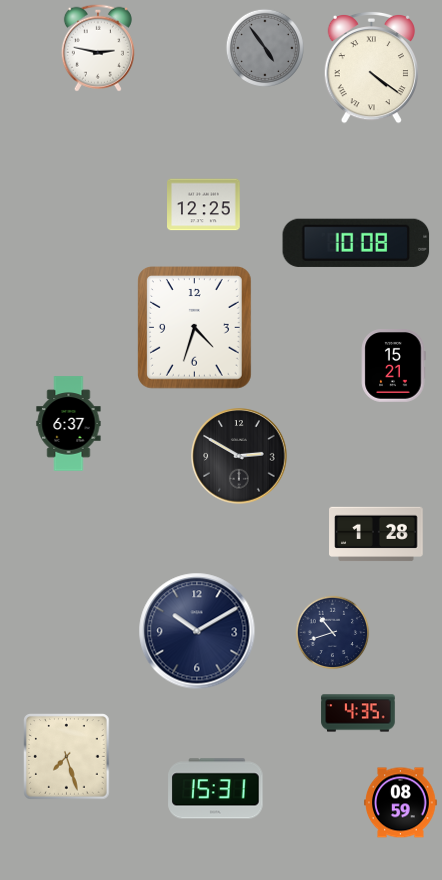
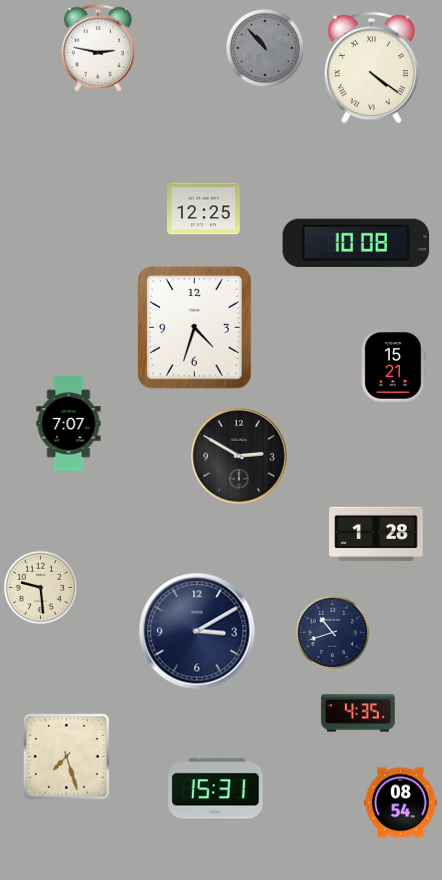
clock at (264, 47): 4:54 -> 10:53
clock at (204, 205) position: (204, 205) -> (204, 209)
clock at (69, 424): 6:37 -> 7:07
clock at (41, 588): none -> 9:29
clock at (197, 631): 10:10 -> 3:10
clock at (401, 803): 08:59 -> 08:54
